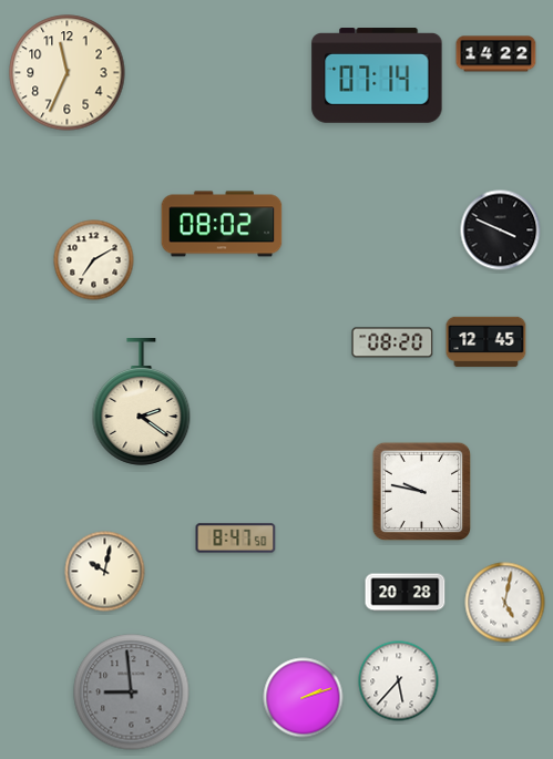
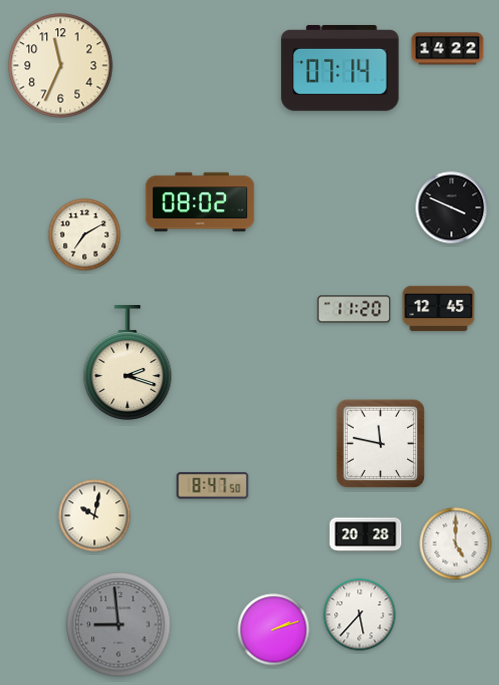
clock at (392, 342): 08:20 -> 11:20
clock at (142, 402): 2:21 -> 2:18
clock at (422, 492): 9:47 -> 11:47
clock at (505, 603): 5:02 -> 5:00
